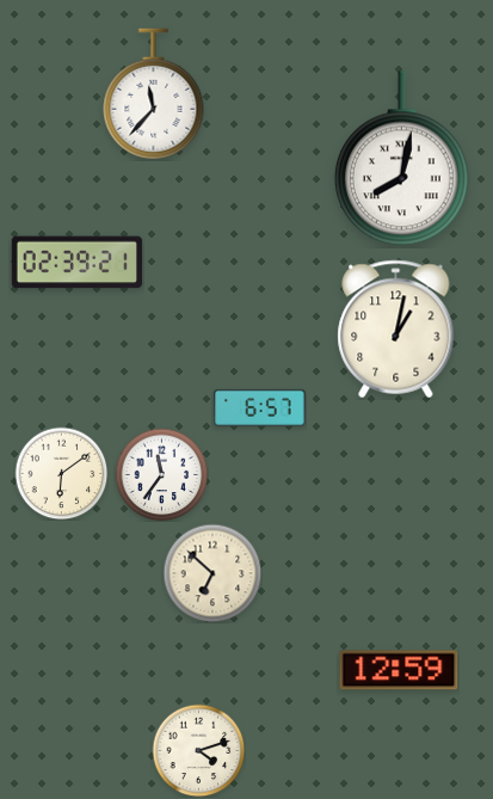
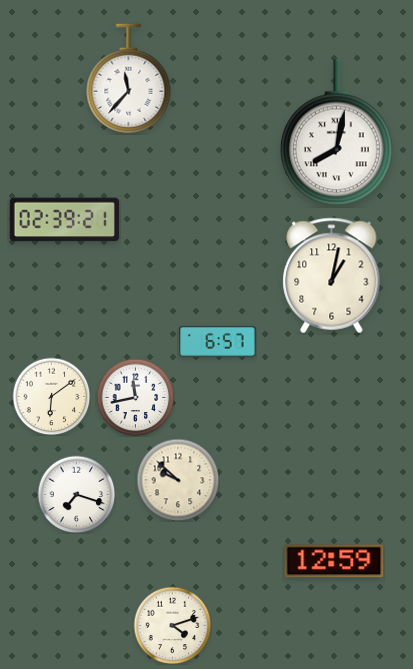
clock at (161, 474): 11:36 -> 11:43
clock at (212, 573): 6:52 -> 9:52
clock at (76, 494): none -> 7:18
clock at (198, 750) position: (198, 750) -> (172, 625)
